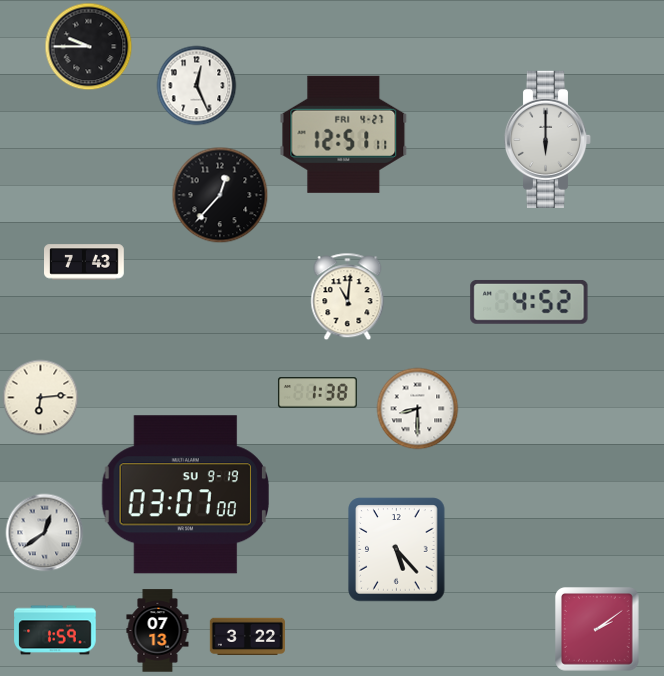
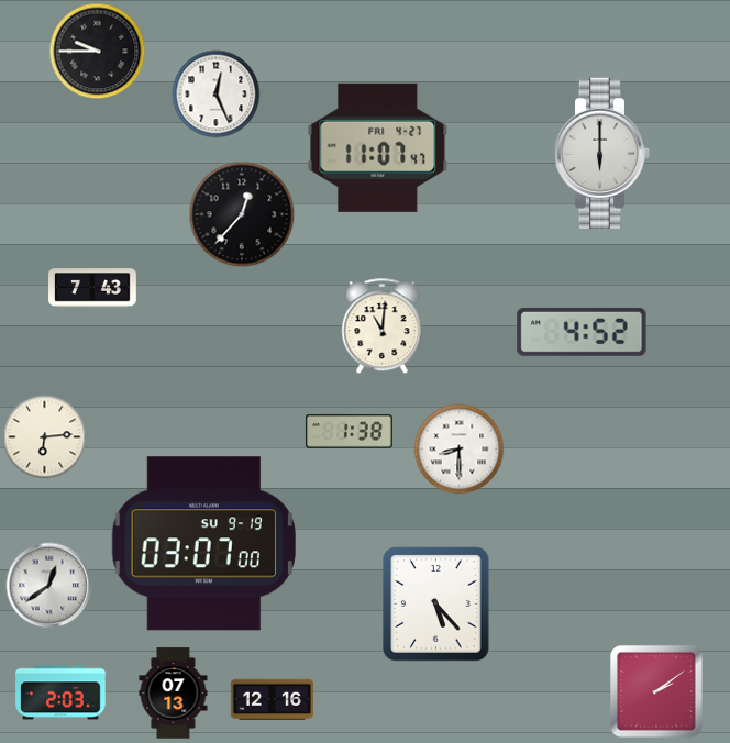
clock at (344, 134): 12:51 -> 11:07
clock at (55, 630): 1:59 -> 2:03
clock at (247, 637): 3:22 -> 12:16
